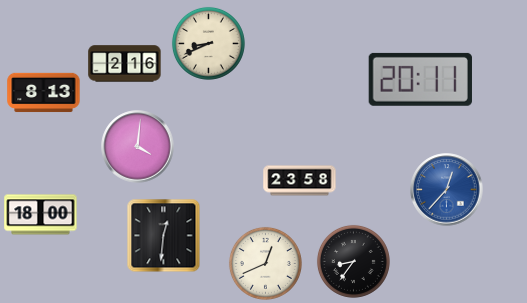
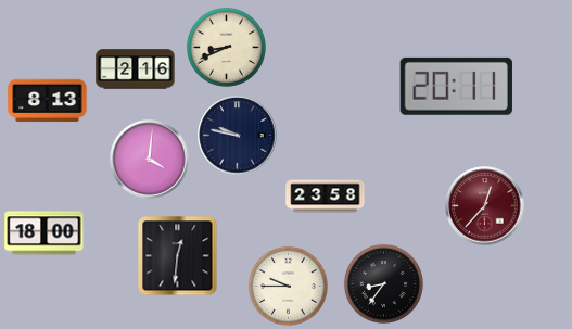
clock at (238, 136): none -> 9:47
clock at (447, 190) dial: blue -> burgundy
clock at (265, 263): 12:41 -> 9:45
